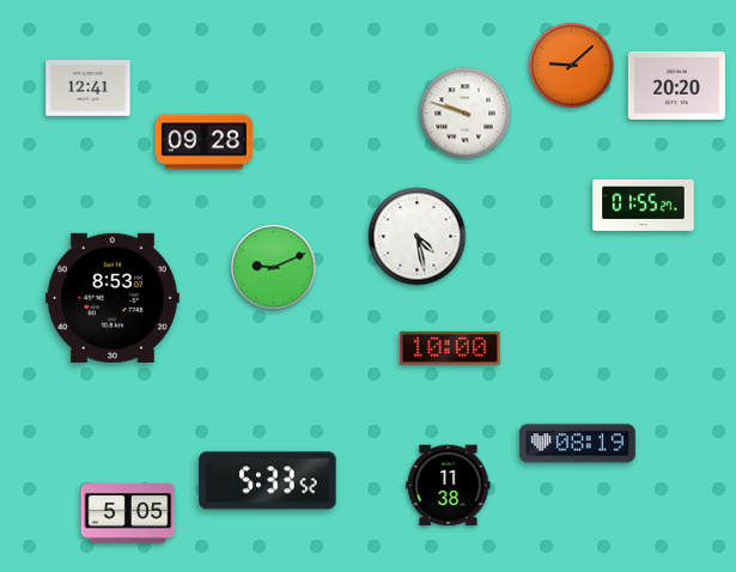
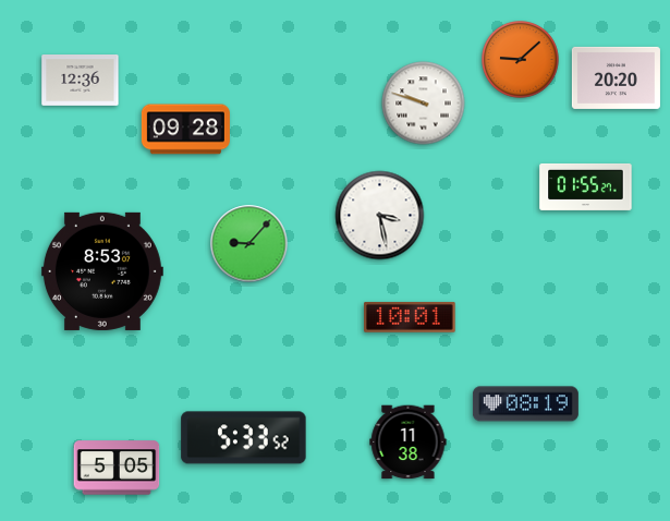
clock at (89, 89): 12:41 -> 12:36
clock at (418, 237): 4:28 -> 3:28
clock at (274, 268): 9:11 -> 9:07
clock at (450, 348): 10:00 -> 10:01
